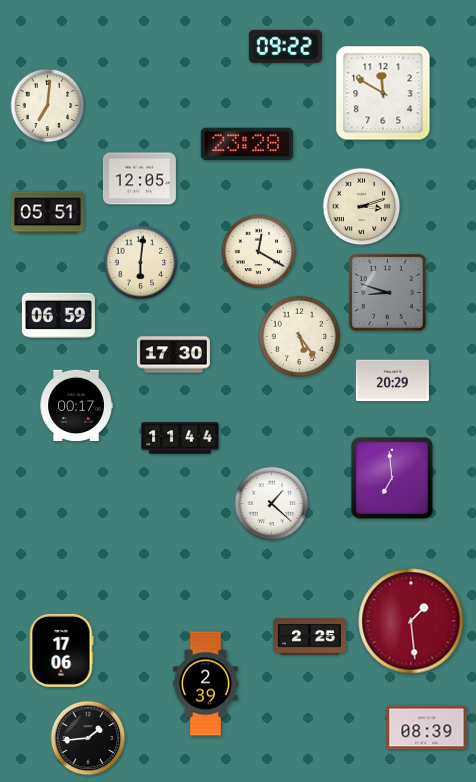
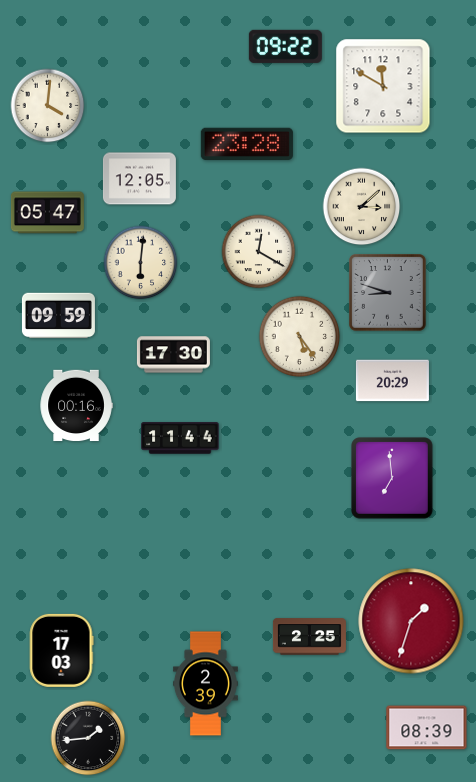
clock at (383, 93) position: (383, 93) -> (383, 86)
clock at (48, 106): 7:01 -> 4:01
clock at (362, 207): 3:12 -> 3:08
clock at (47, 213): 05:51 -> 05:47
clock at (58, 316): 06:59 -> 09:59
clock at (76, 406): 00:17 -> 00:16
clock at (272, 504): 1:22 -> none
clock at (411, 621): 1:29 -> 1:33
clock at (62, 650): 17:06 -> 17:03
